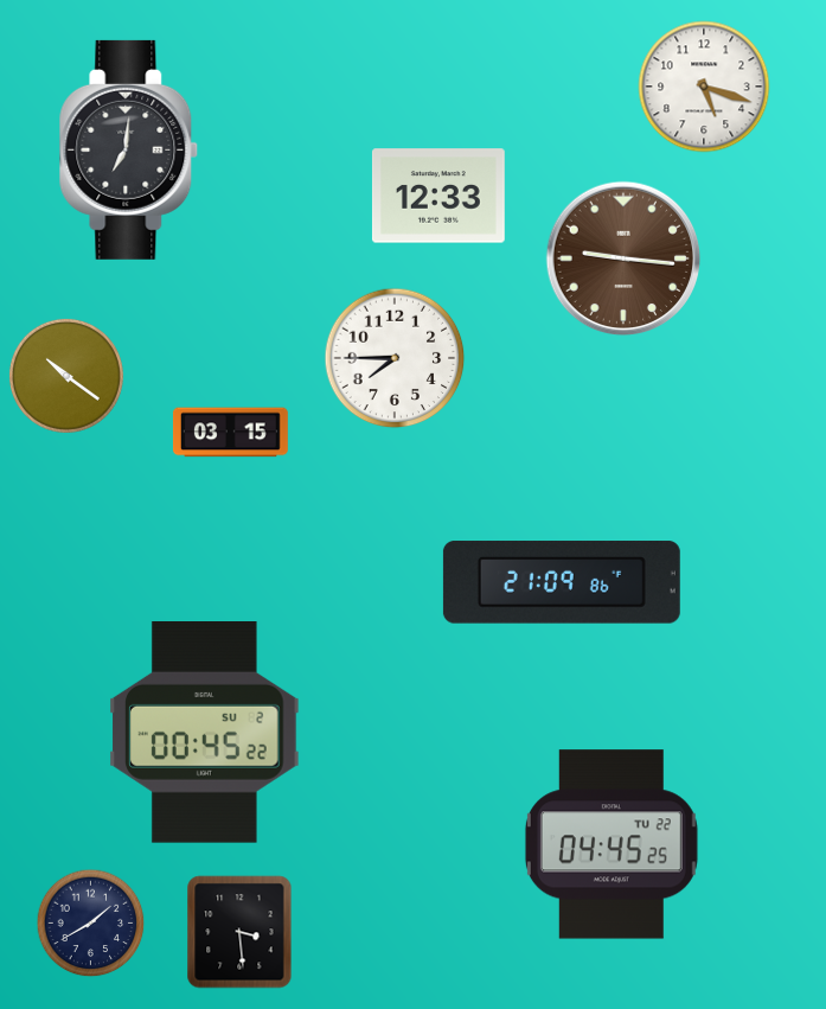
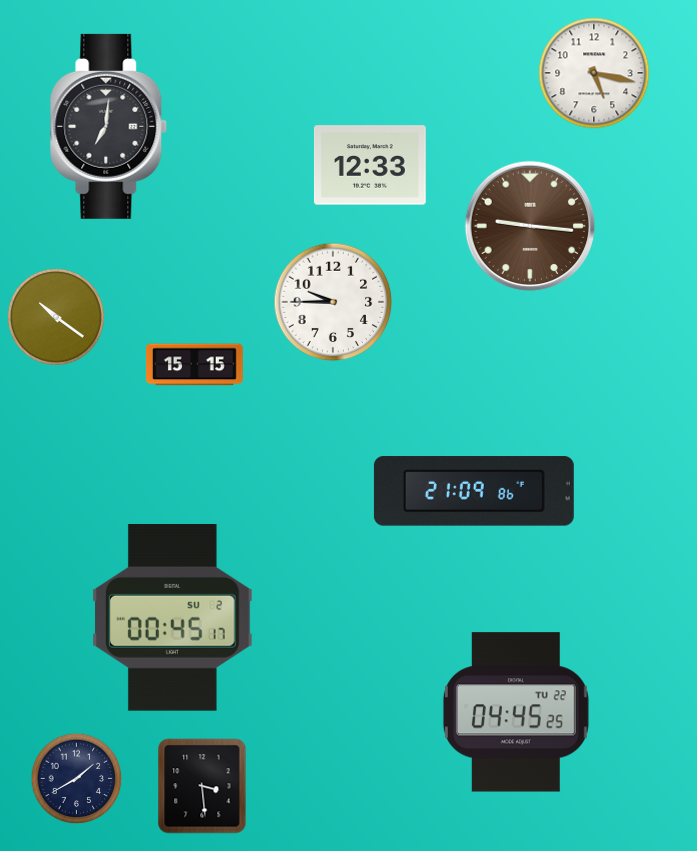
clock at (704, 87): 5:18 -> 5:17
clock at (623, 258) position: (623, 258) -> (530, 226)
clock at (395, 358): 7:45 -> 9:45
clock at (230, 433): 03:15 -> 15:15
clock at (205, 733): 00:45:22 -> 00:45:17
